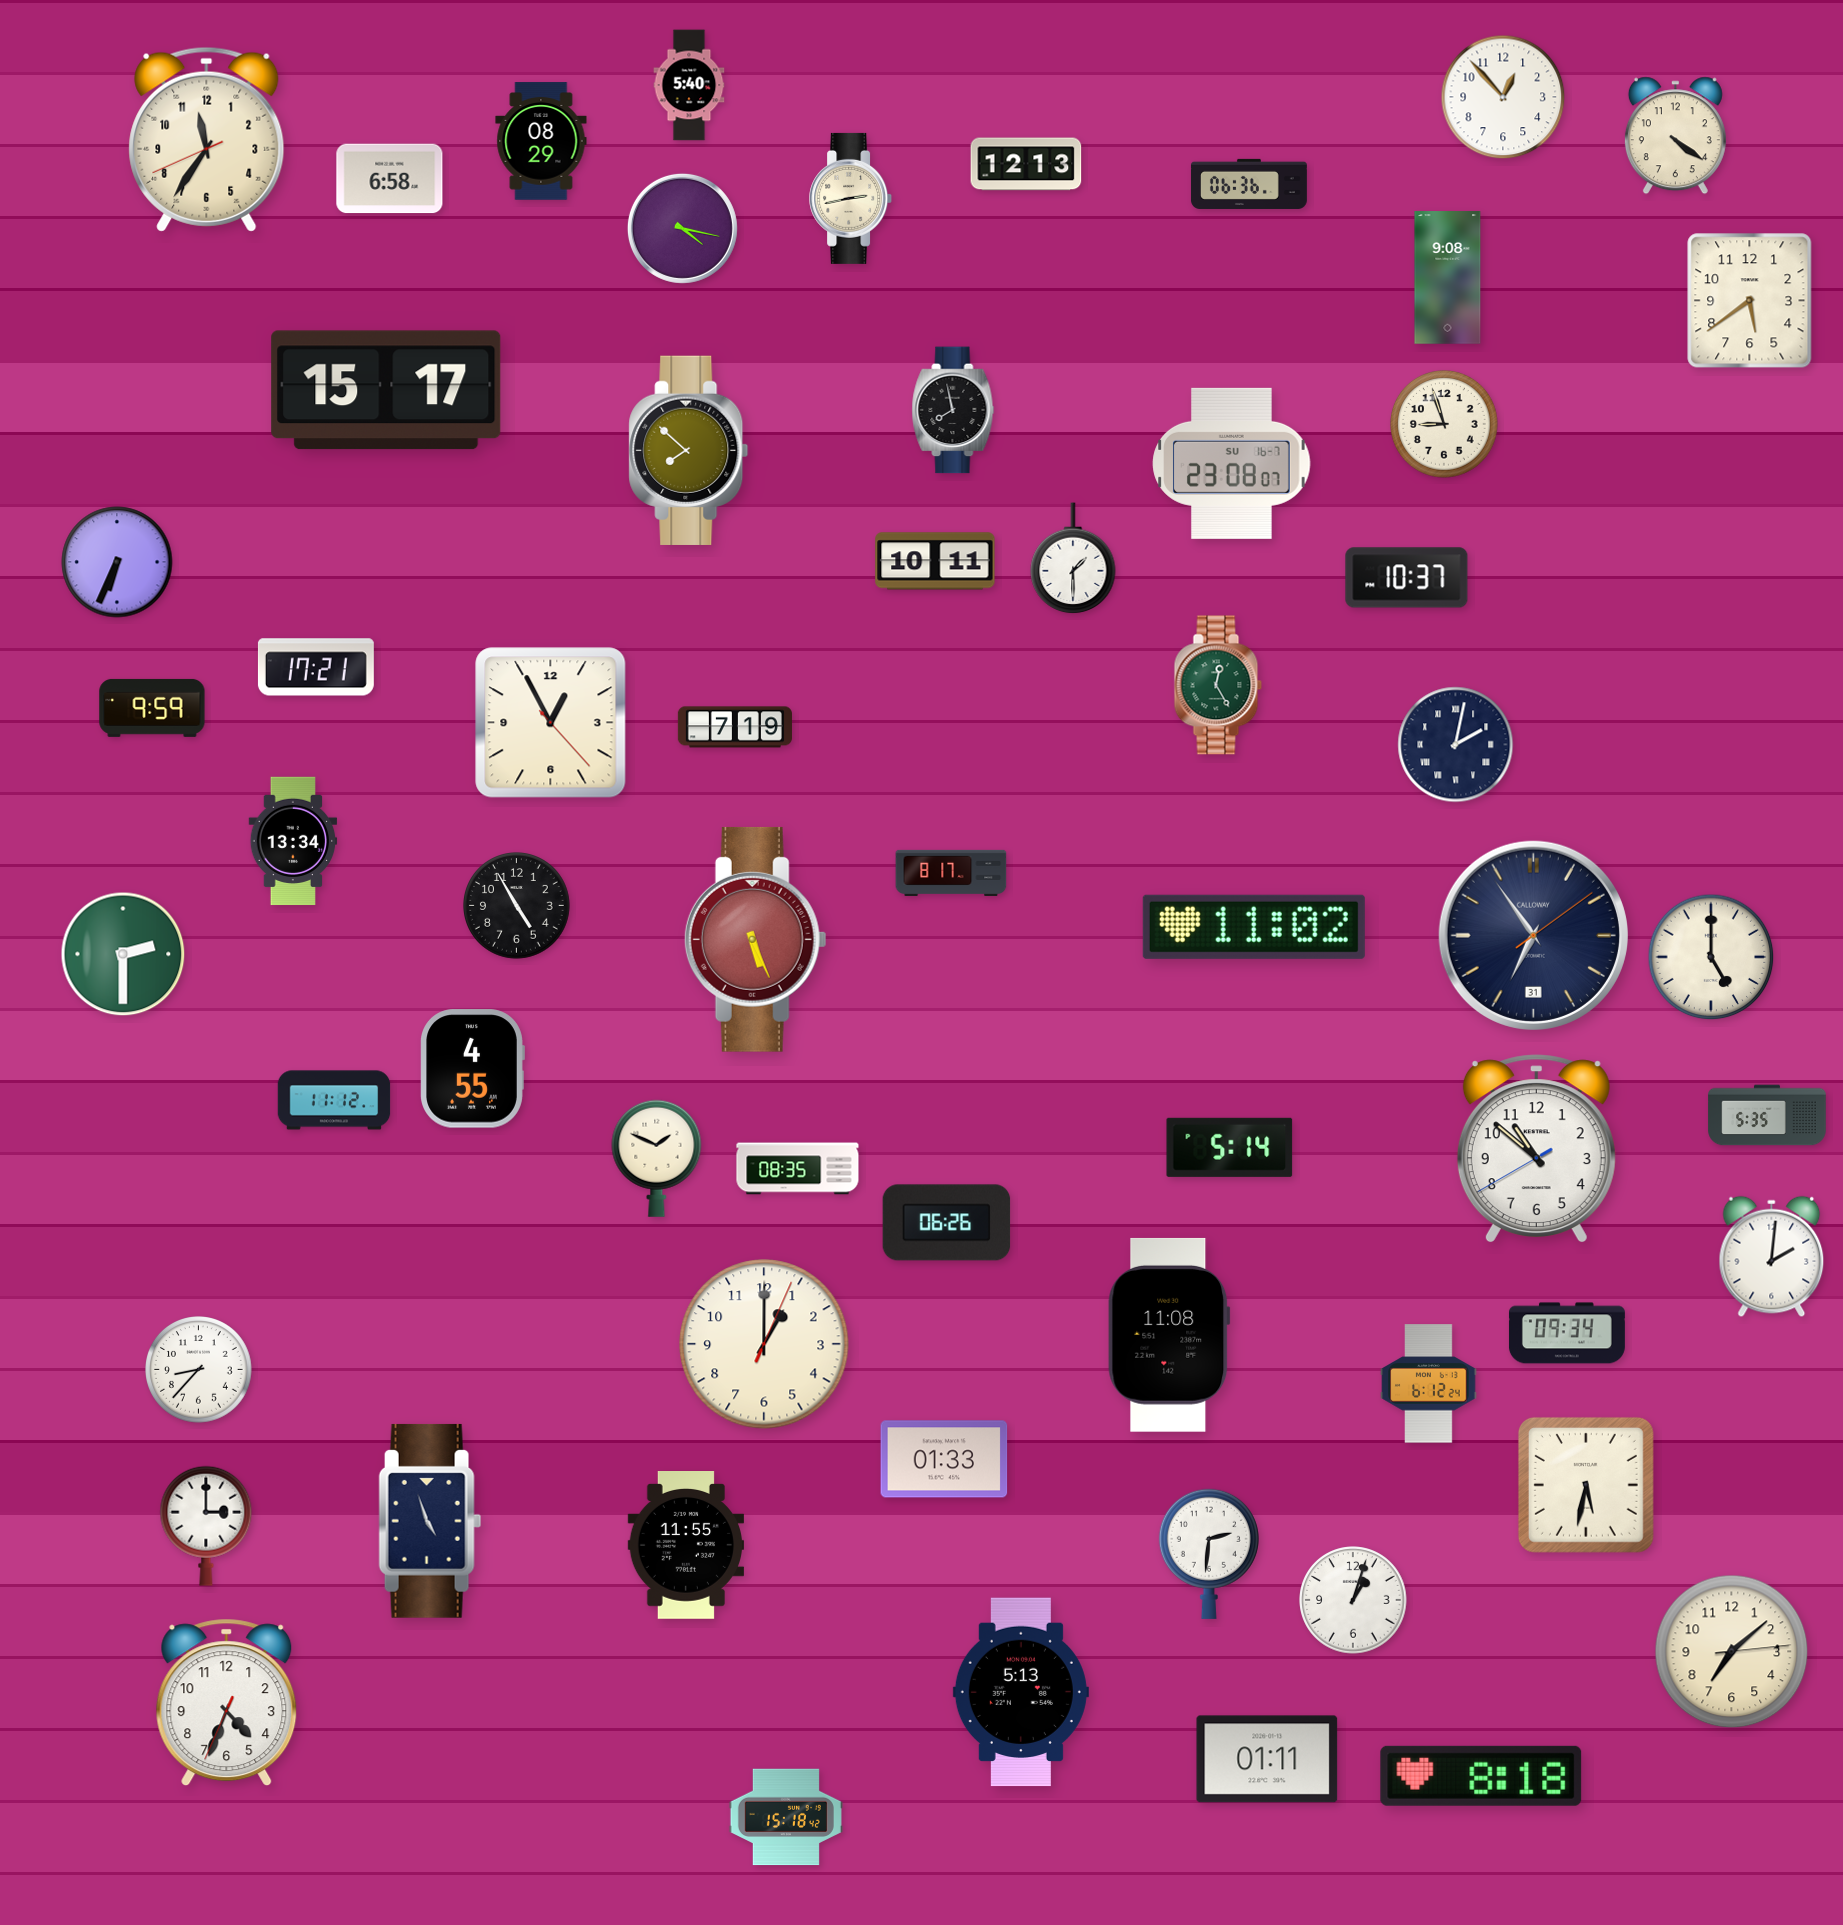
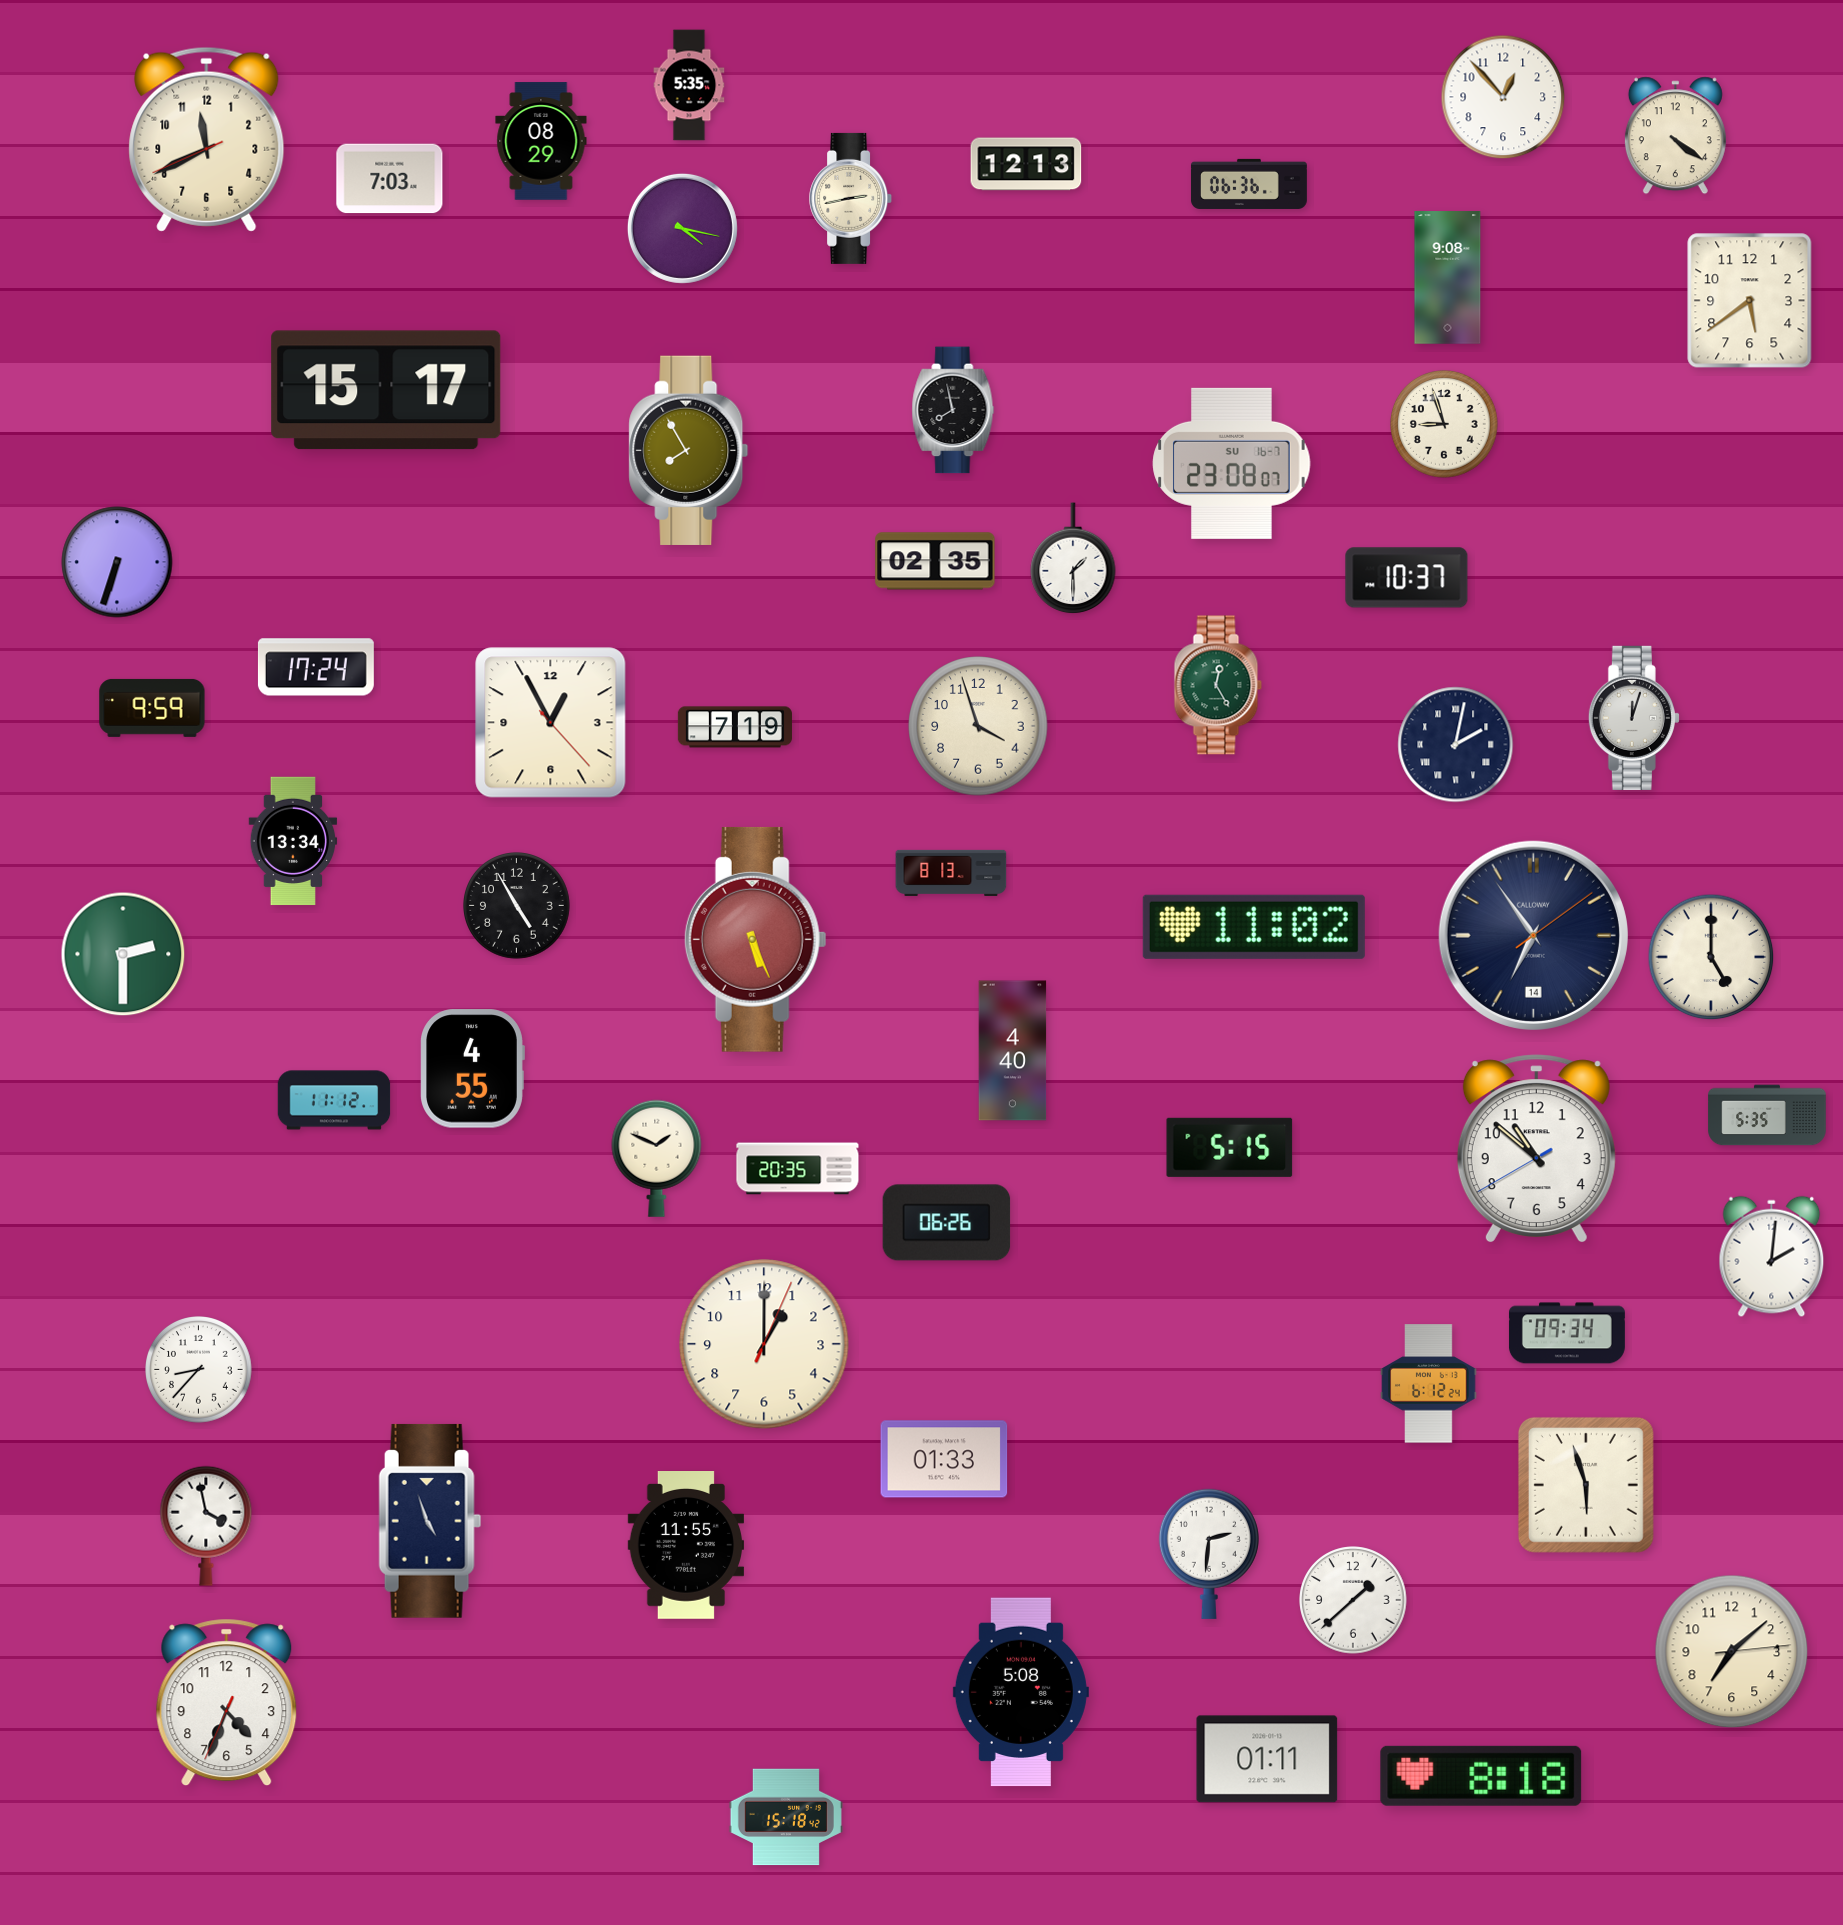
clock at (689, 85): 5:40 -> 5:35
clock at (207, 139): 11:35 -> 11:40
clock at (390, 179): 6:58 -> 7:03
clock at (689, 450): 7:52 -> 7:55
clock at (935, 561): 10:11 -> 02:35
clock at (117, 562): 6:34 -> 6:33
clock at (316, 667): 17:21 -> 17:24
clock at (1634, 718): none -> 12:03
clock at (978, 726): none -> 3:57
clock at (951, 873): 8:17 -> 8:13
clock at (1533, 935) date: 31 -> 14
clock at (1013, 1051): none -> 4:40
clock at (1230, 1147): 5:14 -> 5:15
clock at (798, 1169): 08:35 -> 20:35
clock at (1169, 1335): 11:08 -> none
clock at (1586, 1485): 5:32 -> 5:57
clock at (206, 1526): 3:00 -> 3:58
clock at (1353, 1600): 1:03 -> 1:38
clock at (1021, 1692): 5:13 -> 5:08
